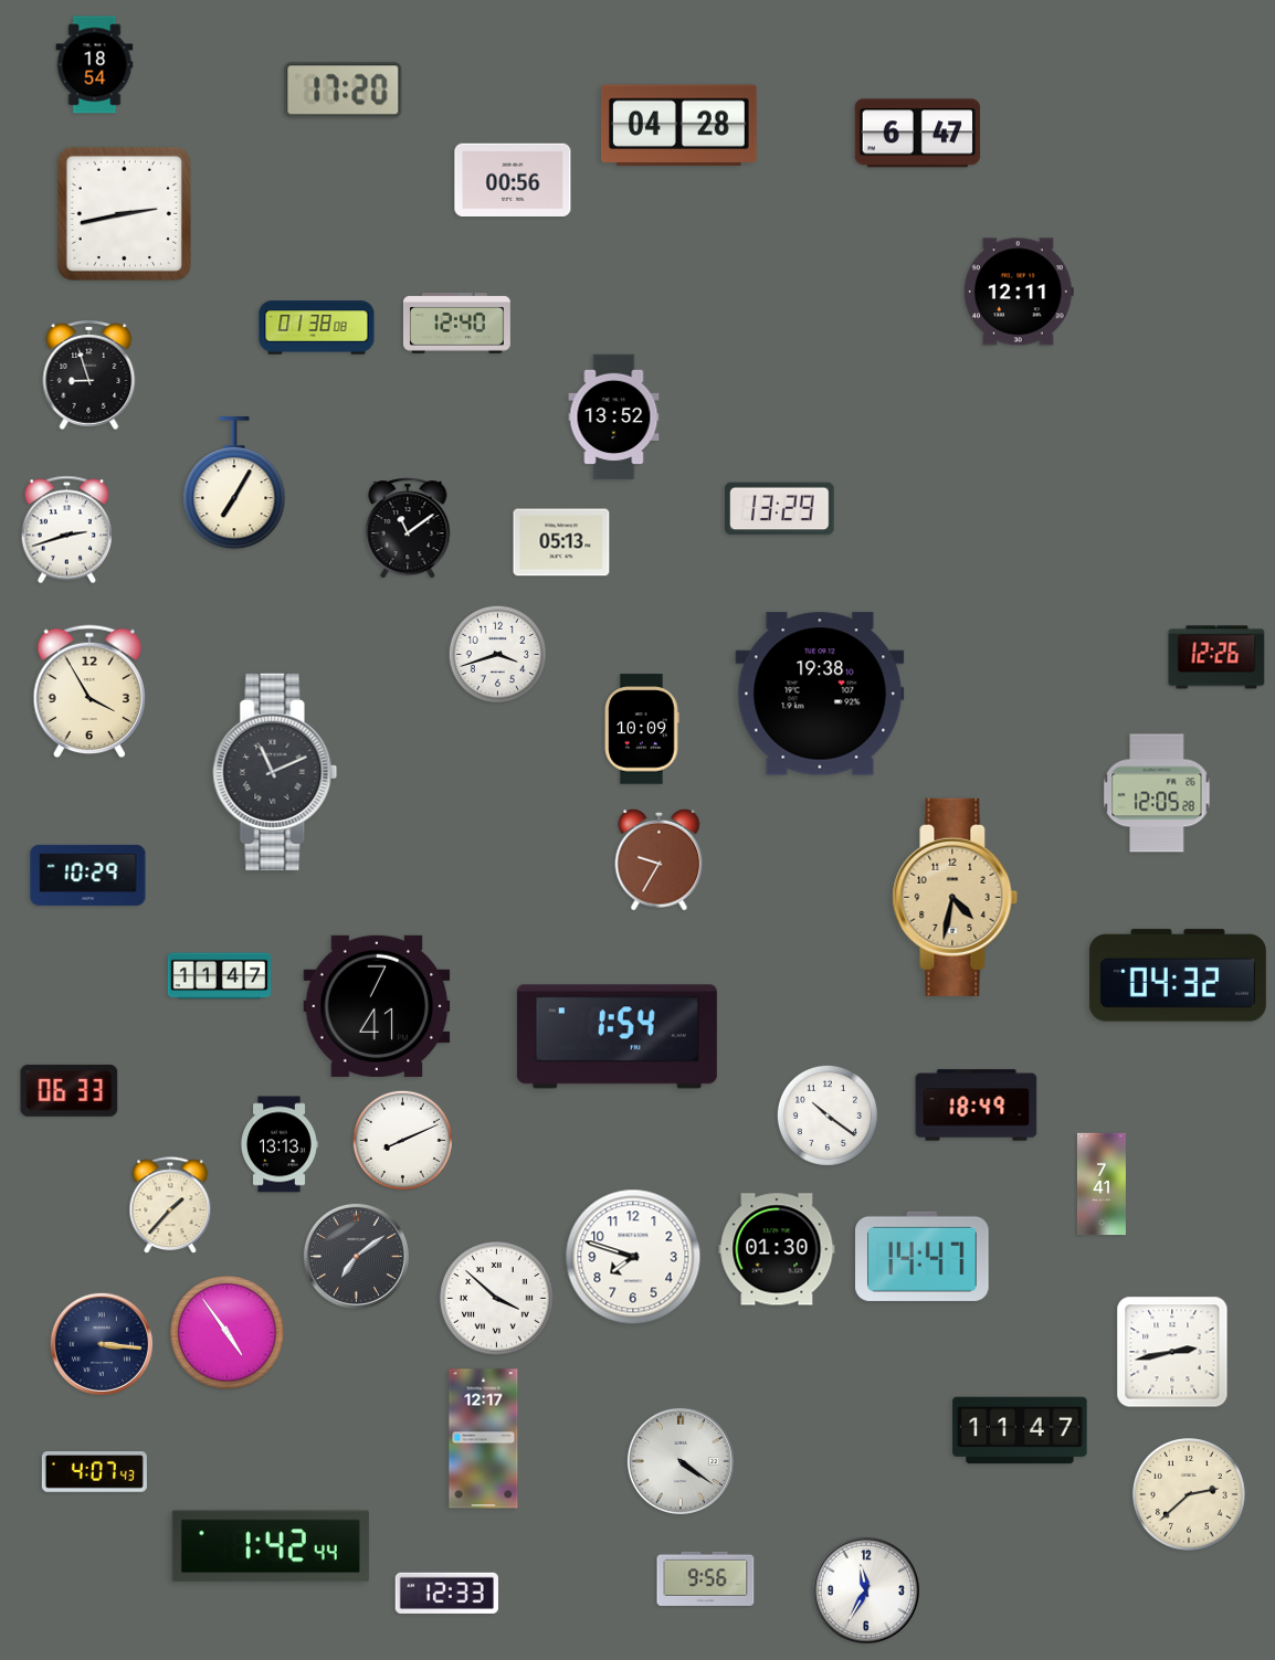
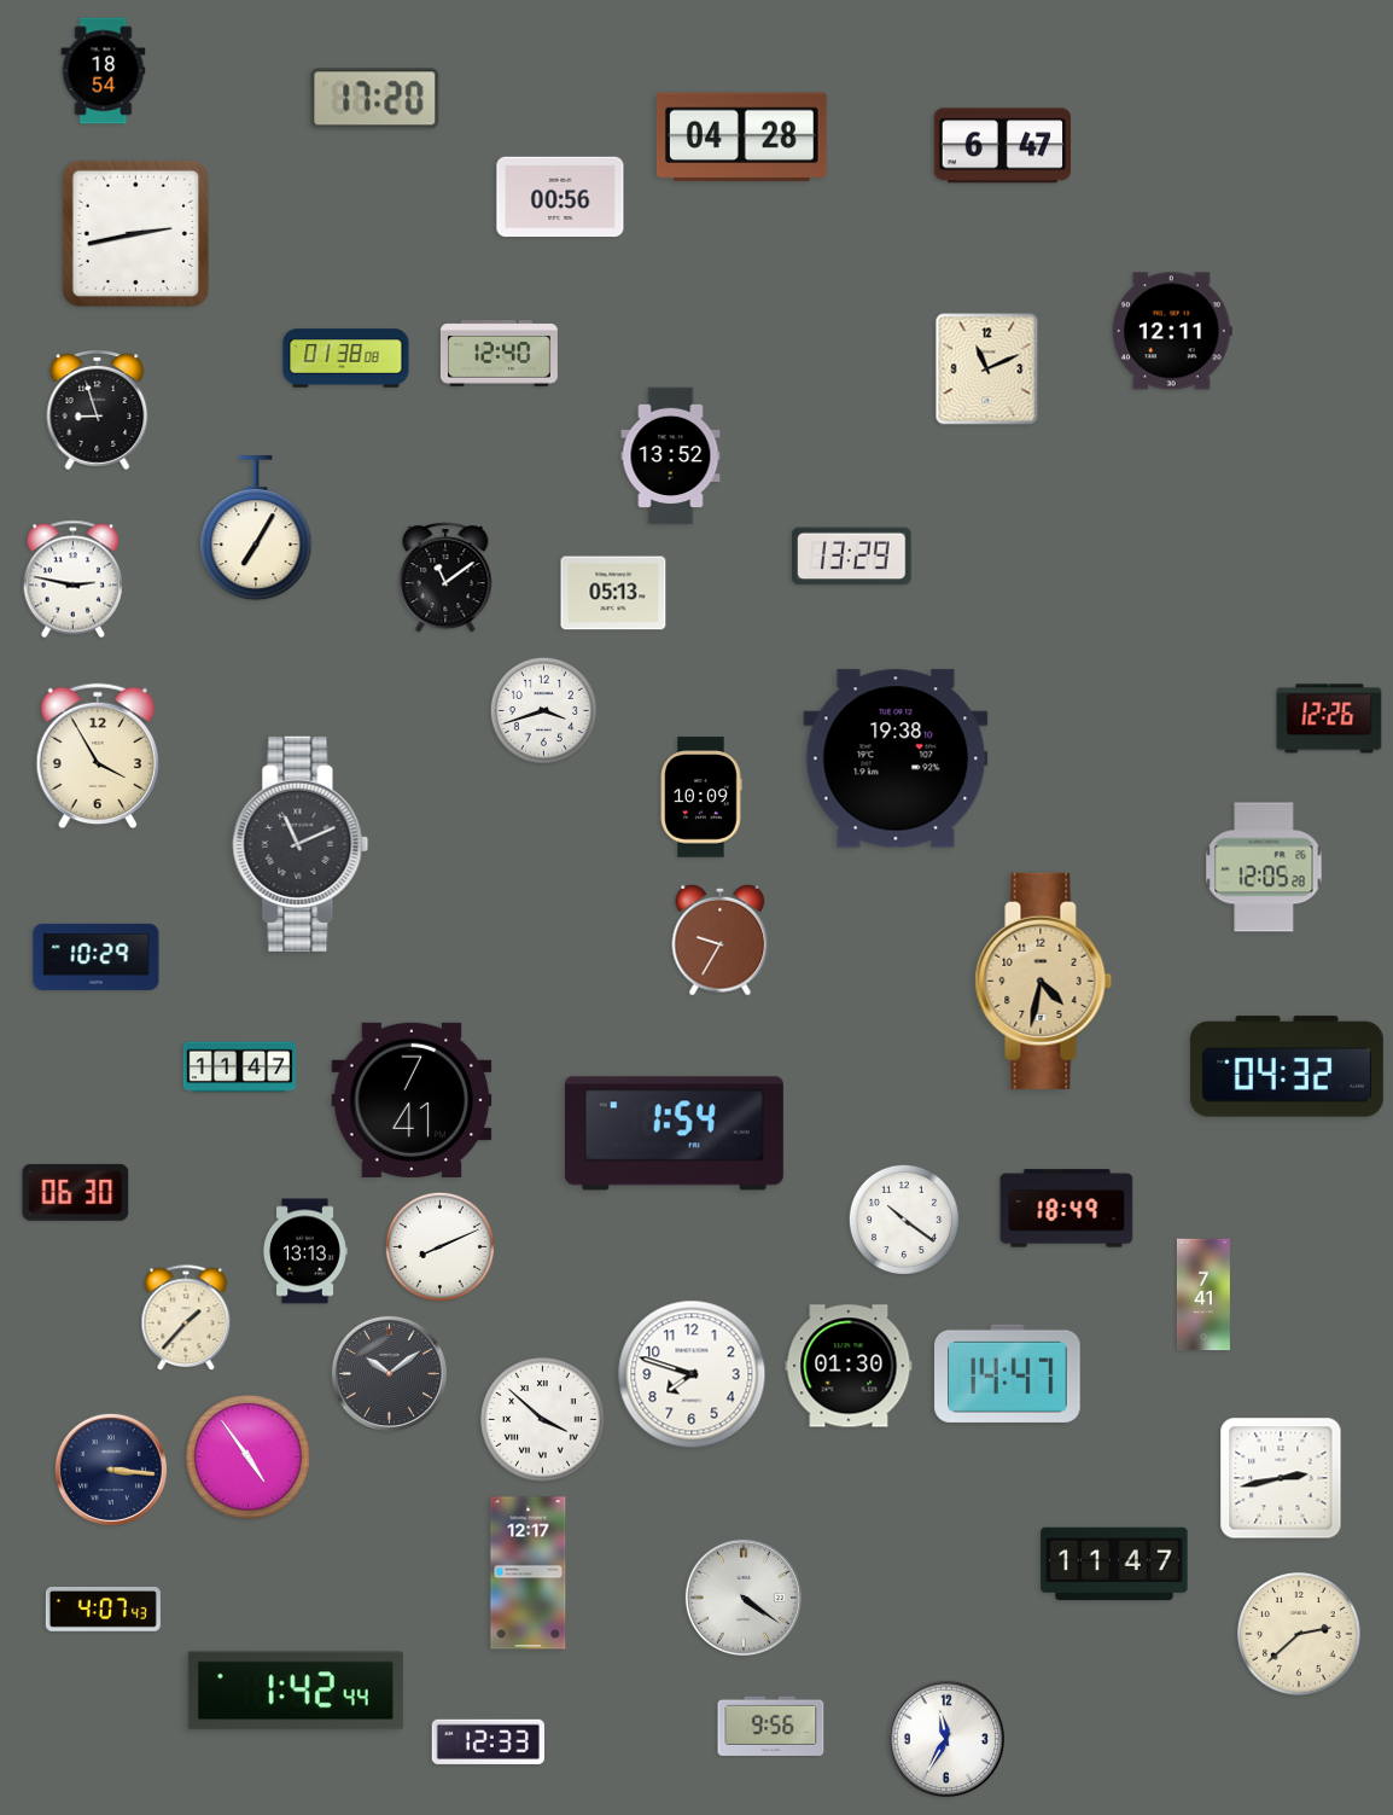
clock at (1019, 292) position: (1019, 292) -> (1172, 331)
clock at (987, 370): none -> 11:11
clock at (66, 530): 2:42 -> 2:47
clock at (497, 654) position: (497, 654) -> (543, 710)
clock at (70, 1090): 06:33 -> 06:30
clock at (356, 1256): 7:09 -> 10:09
